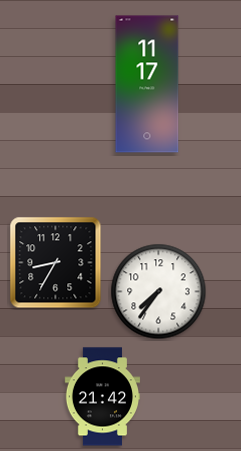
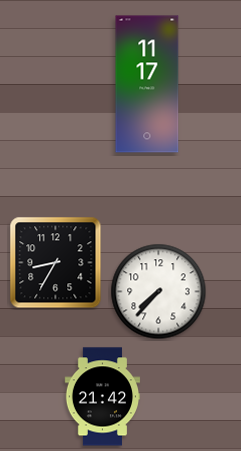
clock at (159, 292): 7:36 -> 7:37
